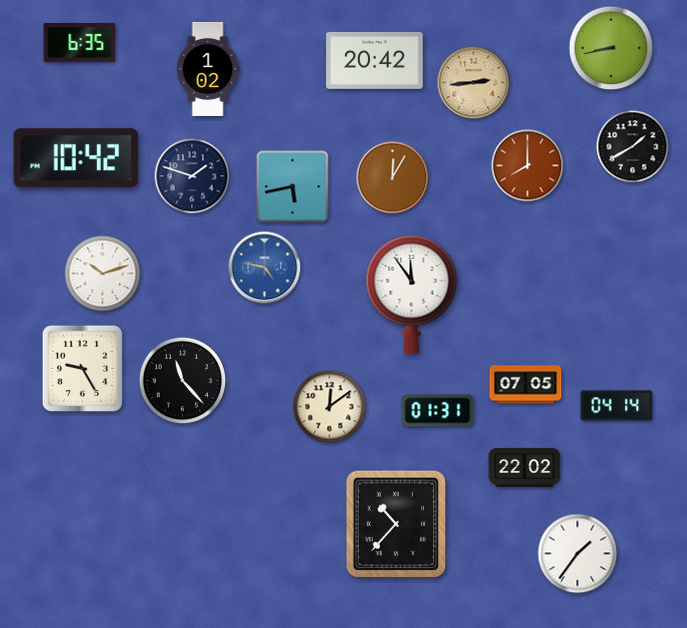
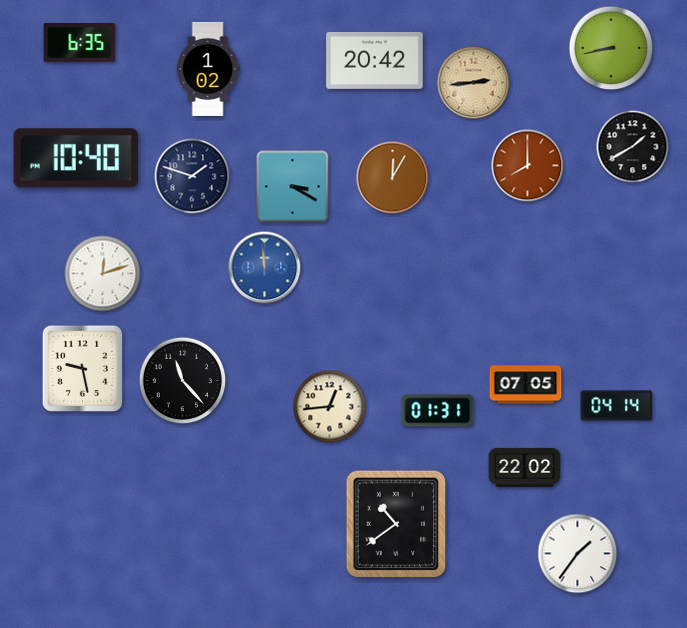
clock at (76, 158): 10:42 -> 10:40
clock at (293, 187): 5:43 -> 3:20
clock at (265, 268): 4:47 -> 11:59
clock at (103, 274): 10:12 -> 12:12
clock at (412, 294): 11:54 -> none
clock at (82, 368): 9:25 -> 9:28
clock at (330, 407): 12:09 -> 12:44
clock at (396, 524): 10:37 -> 10:39
